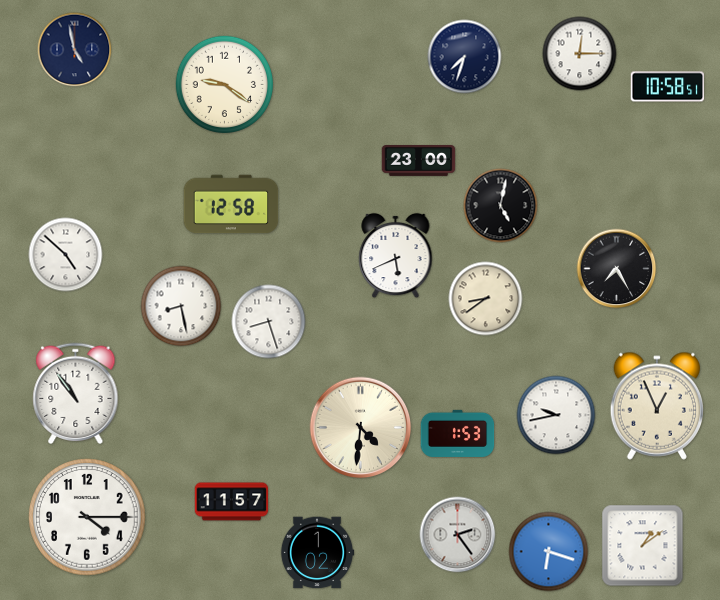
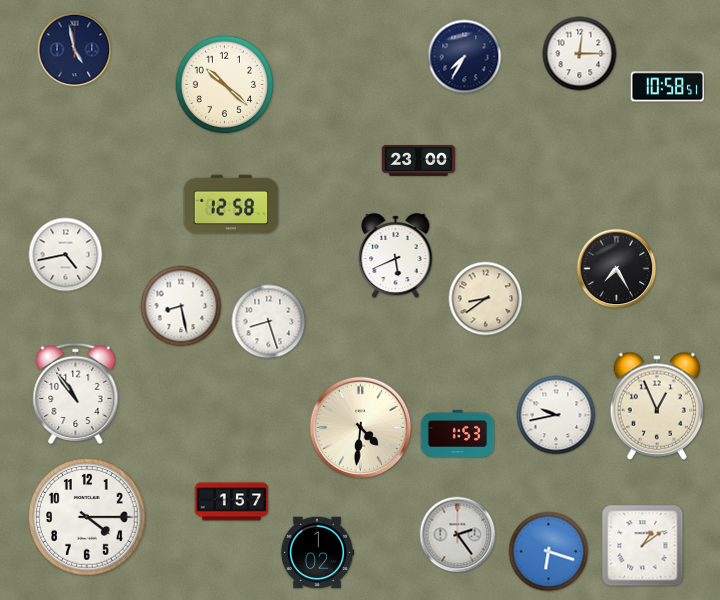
clock at (465, 57): 7:33 -> 7:35
clock at (224, 84): 9:21 -> 10:22
clock at (501, 206): 5:02 -> none
clock at (66, 255): 4:52 -> 4:43
clock at (232, 502): 11:57 -> 1:57
